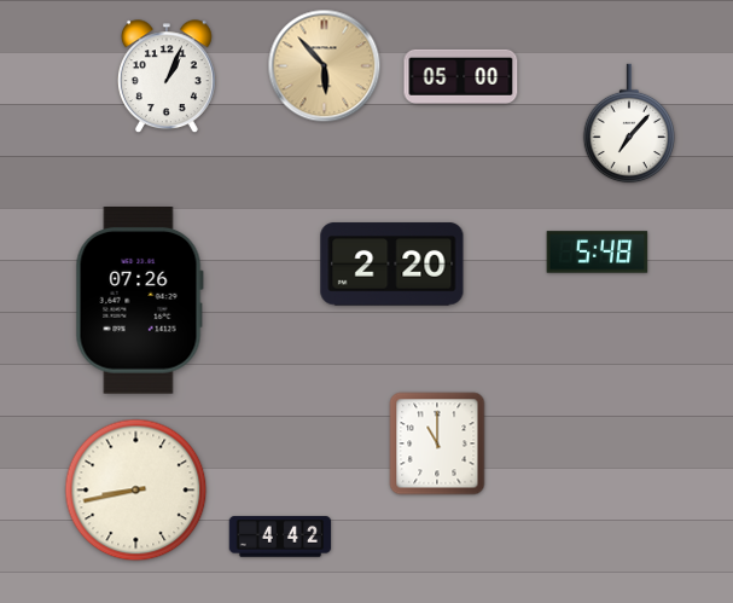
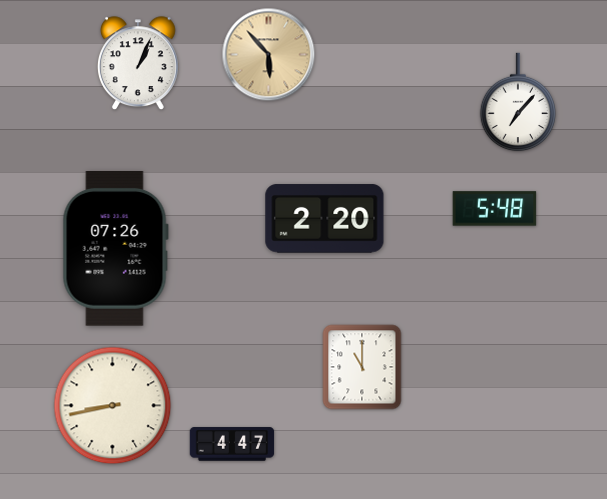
clock at (461, 76): 05:00 -> none
clock at (628, 123) position: (628, 123) -> (517, 102)
clock at (280, 537): 4:42 -> 4:47
